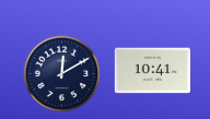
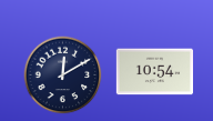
clock at (152, 71): 10:41 -> 10:54
